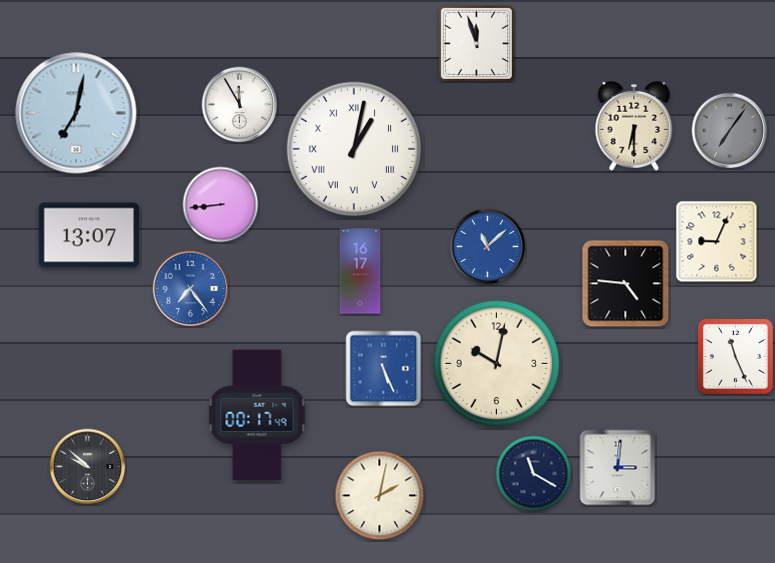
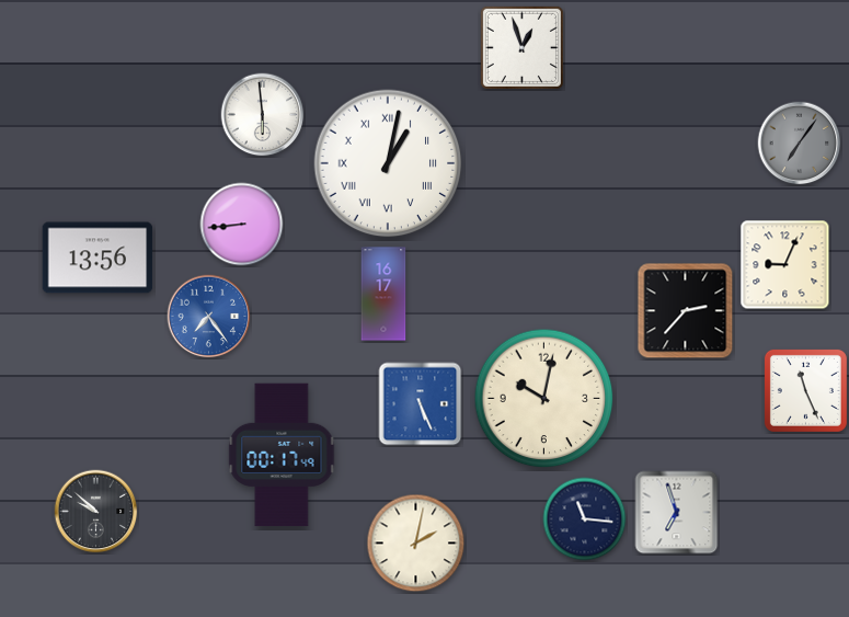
clock at (476, 43): 11:57 -> 12:57
clock at (240, 105): 11:55 -> 5:59
clock at (76, 113): 7:02 -> none
clock at (634, 126): 6:30 -> none
clock at (89, 235): 13:07 -> 13:56
clock at (488, 247): 11:08 -> none
clock at (360, 271) position: (360, 271) -> (383, 294)
clock at (626, 284): 4:46 -> 2:37
clock at (618, 468): 3:01 -> 6:57
clock at (534, 474): 11:20 -> 11:16
